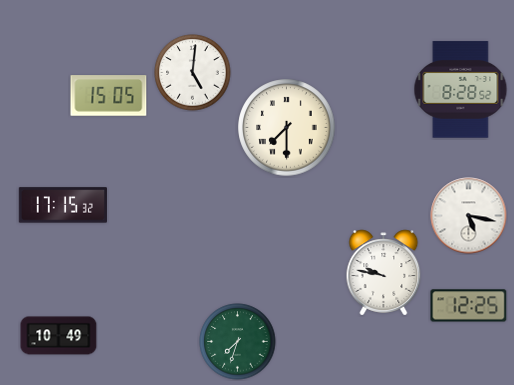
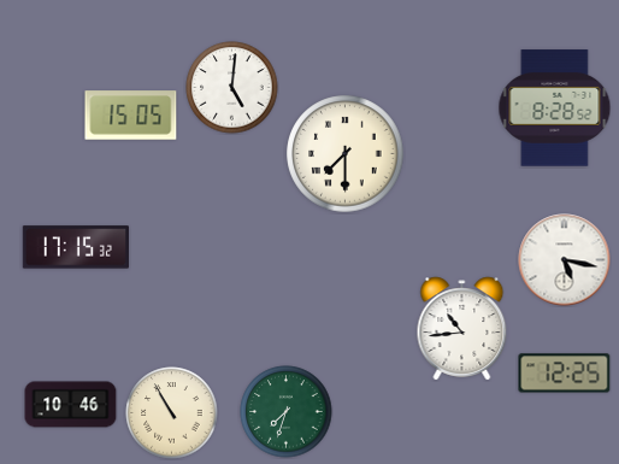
clock at (384, 273): 9:47 -> 10:44
clock at (469, 306) position: (469, 306) -> (565, 374)
clock at (59, 336): 10:49 -> 10:46
clock at (172, 413): none -> 10:55
